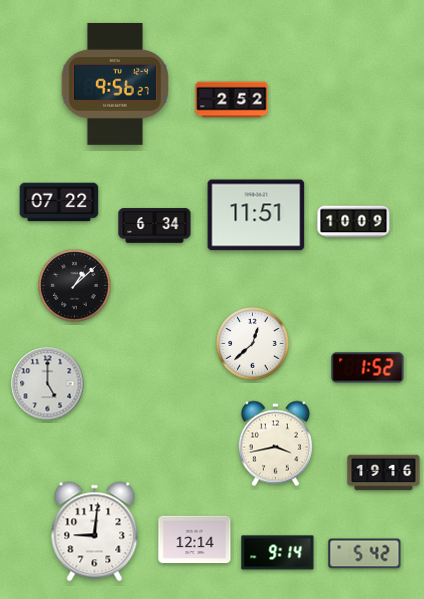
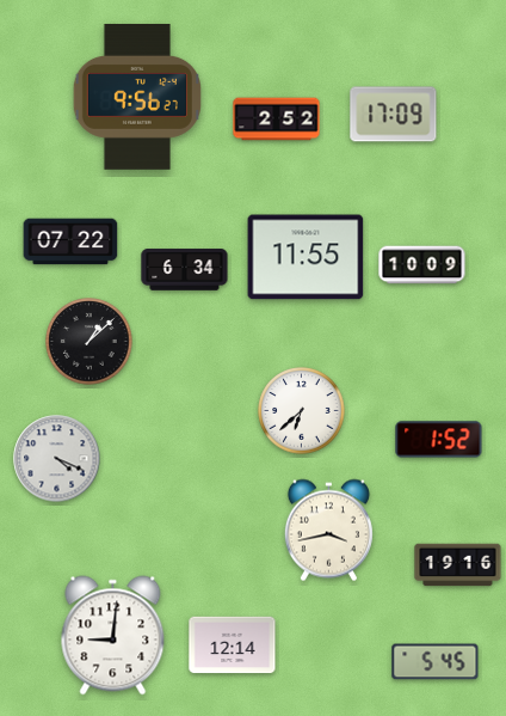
clock at (115, 84) position: (115, 84) -> (137, 97)
clock at (394, 115): none -> 17:09
clock at (256, 215): 11:51 -> 11:55
clock at (253, 344): 12:38 -> 6:38
clock at (48, 384): 5:00 -> 4:19
clock at (278, 553): 9:14 -> none
clock at (365, 554): 5:42 -> 5:45
